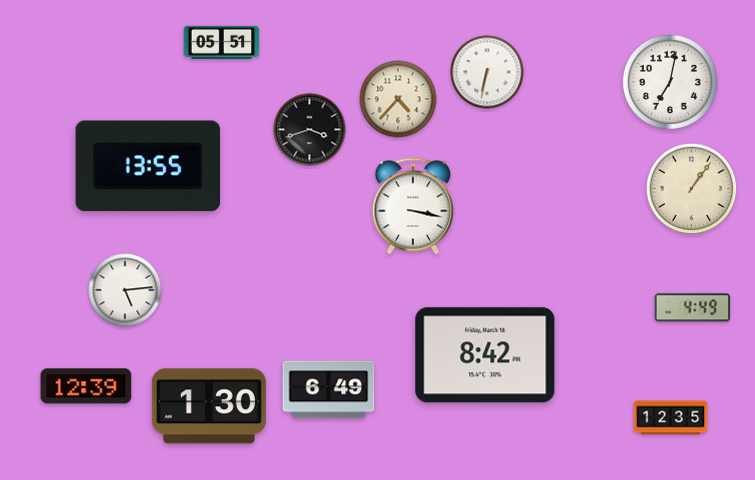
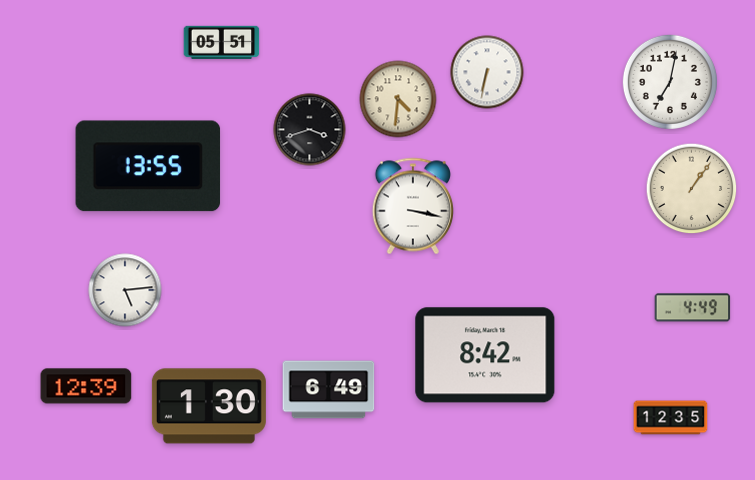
clock at (398, 99): 4:37 -> 4:31
